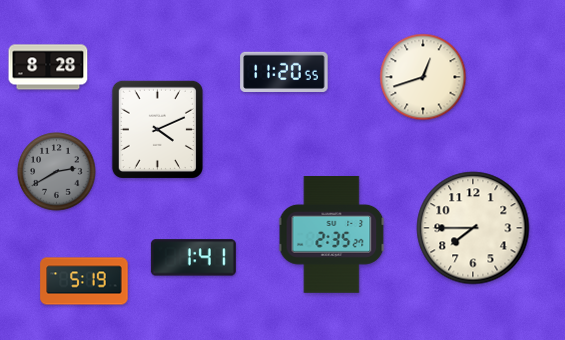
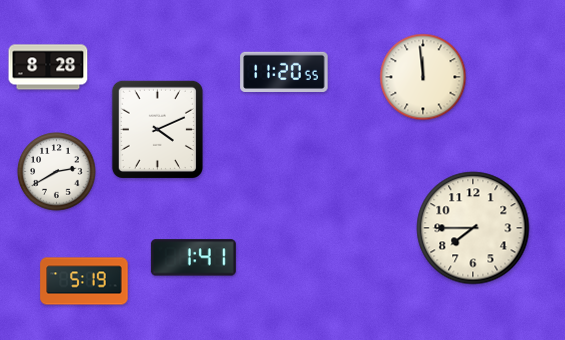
clock at (423, 77): 12:42 -> 11:59
clock at (57, 172) dial: grey -> white
clock at (332, 235): 2:35 -> none
